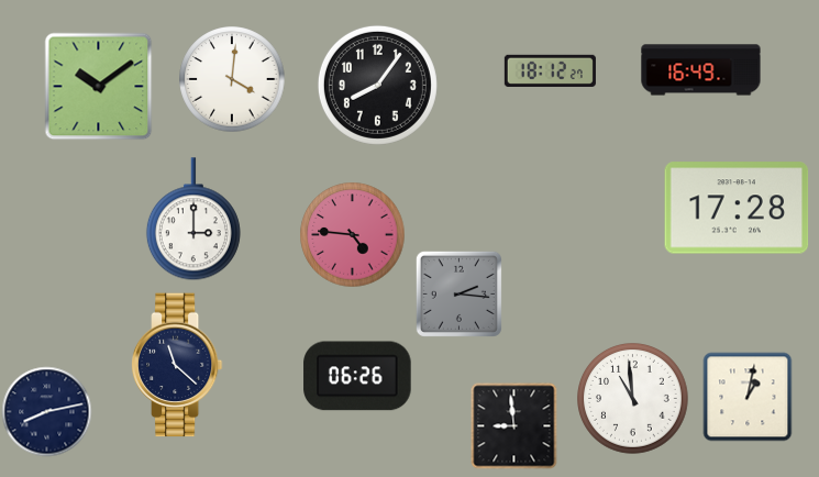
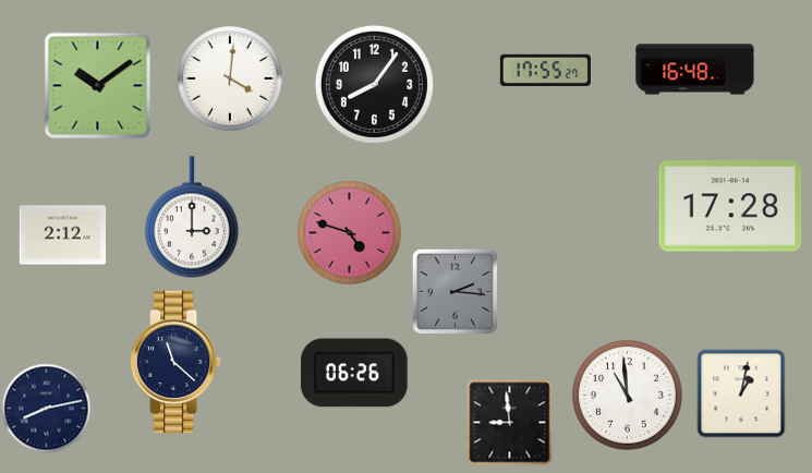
clock at (550, 70): 18:12 -> 17:55
clock at (701, 70): 16:49 -> 16:48
clock at (352, 234): 4:46 -> 4:48
clock at (62, 235): none -> 2:12
